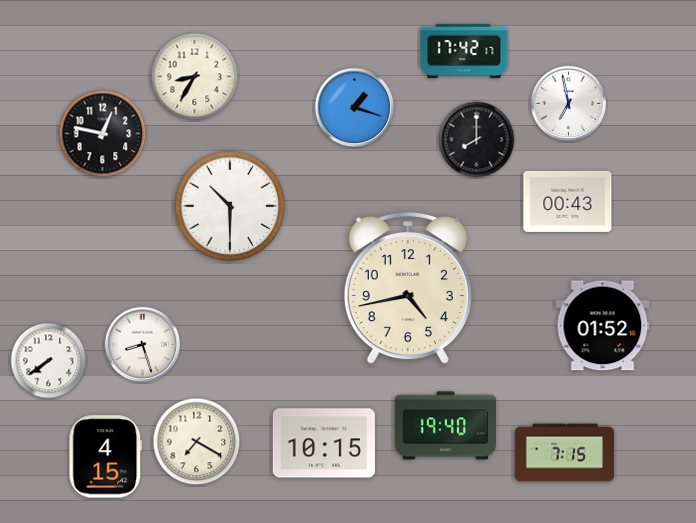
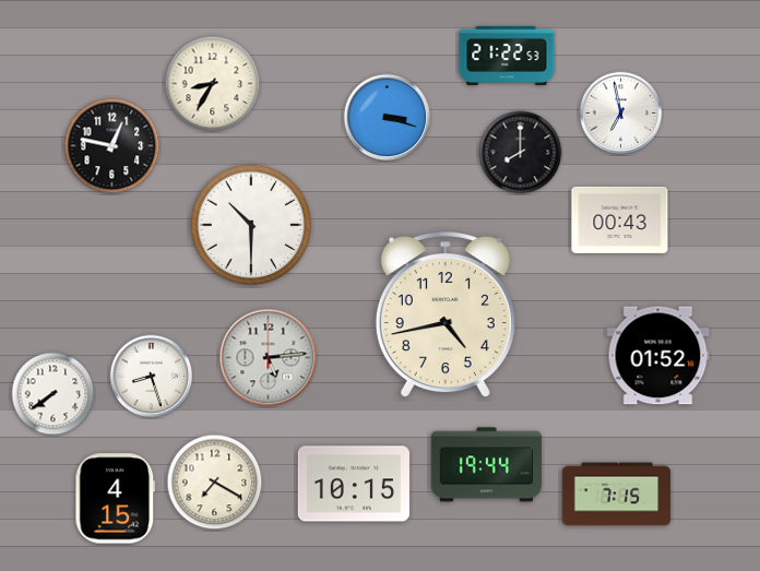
clock at (464, 51): 17:42 -> 21:22
clock at (355, 108): 1:18 -> 3:18
clock at (269, 358): none -> 5:14
clock at (143, 345) position: (143, 345) -> (152, 377)
clock at (445, 426): 19:40 -> 19:44
